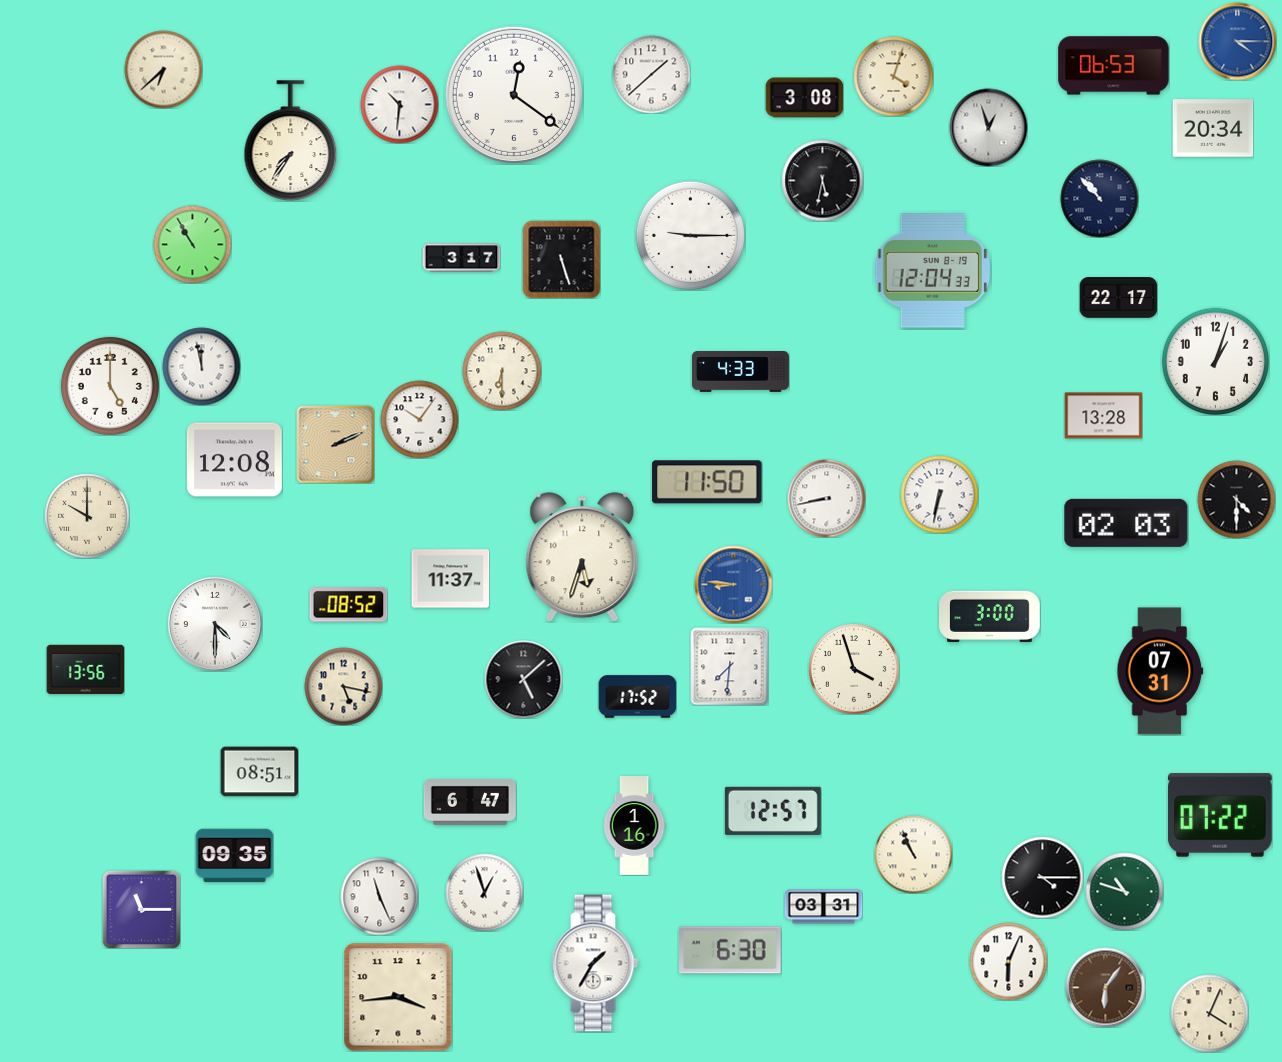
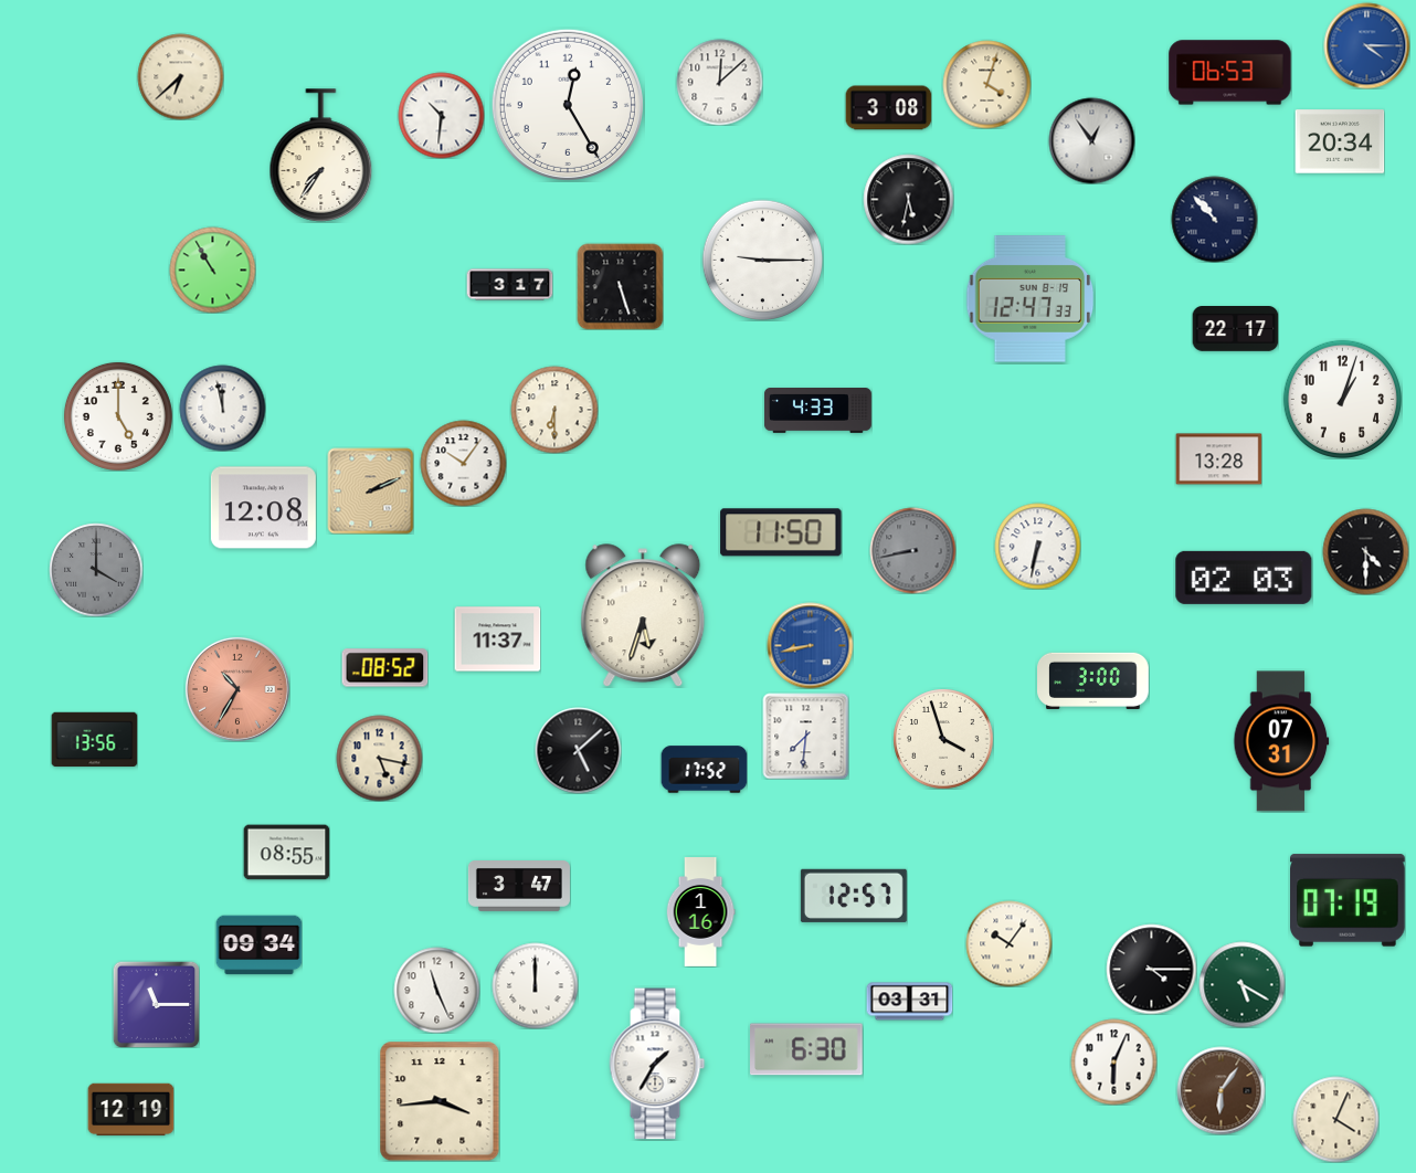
clock at (651, 74): 1:38 -> 12:08
clock at (514, 95): 12:21 -> 12:25
clock at (988, 127): 12:57 -> 12:54
clock at (932, 271): 12:04 -> 12:47
clock at (201, 366) position: (201, 366) -> (222, 408)
clock at (110, 386) position: (110, 386) -> (118, 416)
clock at (234, 460) position: (234, 460) -> (263, 508)
clock at (826, 498) dial: white -> grey
clock at (87, 516): 10:00 -> 4:00
clock at (87, 516) dial: cream -> grey
clock at (733, 584): 8:46 -> 8:43
clock at (215, 624): 4:30 -> 10:35
clock at (215, 624) dial: white -> salmon
clock at (259, 772): 08:51 -> 08:55
clock at (470, 803): 6:47 -> 3:47
clock at (1220, 815): 07:22 -> 07:19
clock at (913, 854): 10:56 -> 10:06
clock at (234, 856): 09:35 -> 09:34
clock at (1124, 891): 10:48 -> 5:20
clock at (484, 892): 12:57 -> 12:00
clock at (379, 896) position: (379, 896) -> (436, 990)
clock at (130, 1110): none -> 12:19
